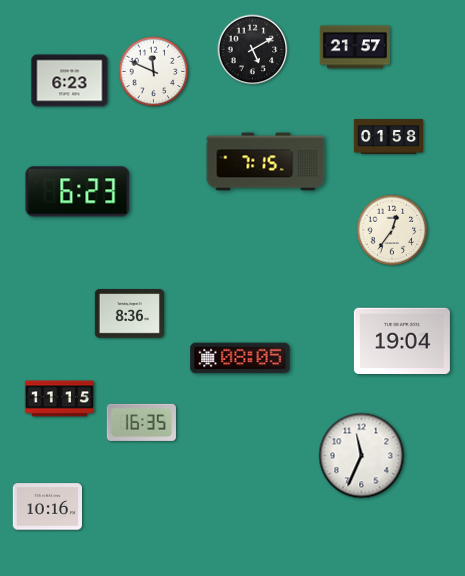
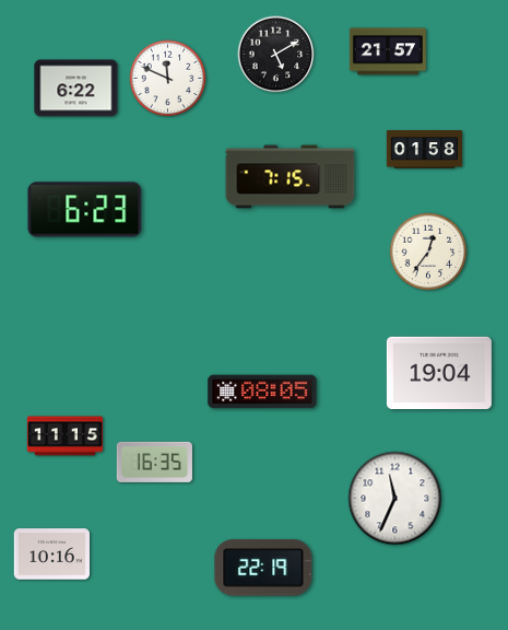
clock at (70, 81): 6:23 -> 6:22
clock at (129, 314): 8:36 -> none
clock at (263, 568): none -> 22:19
